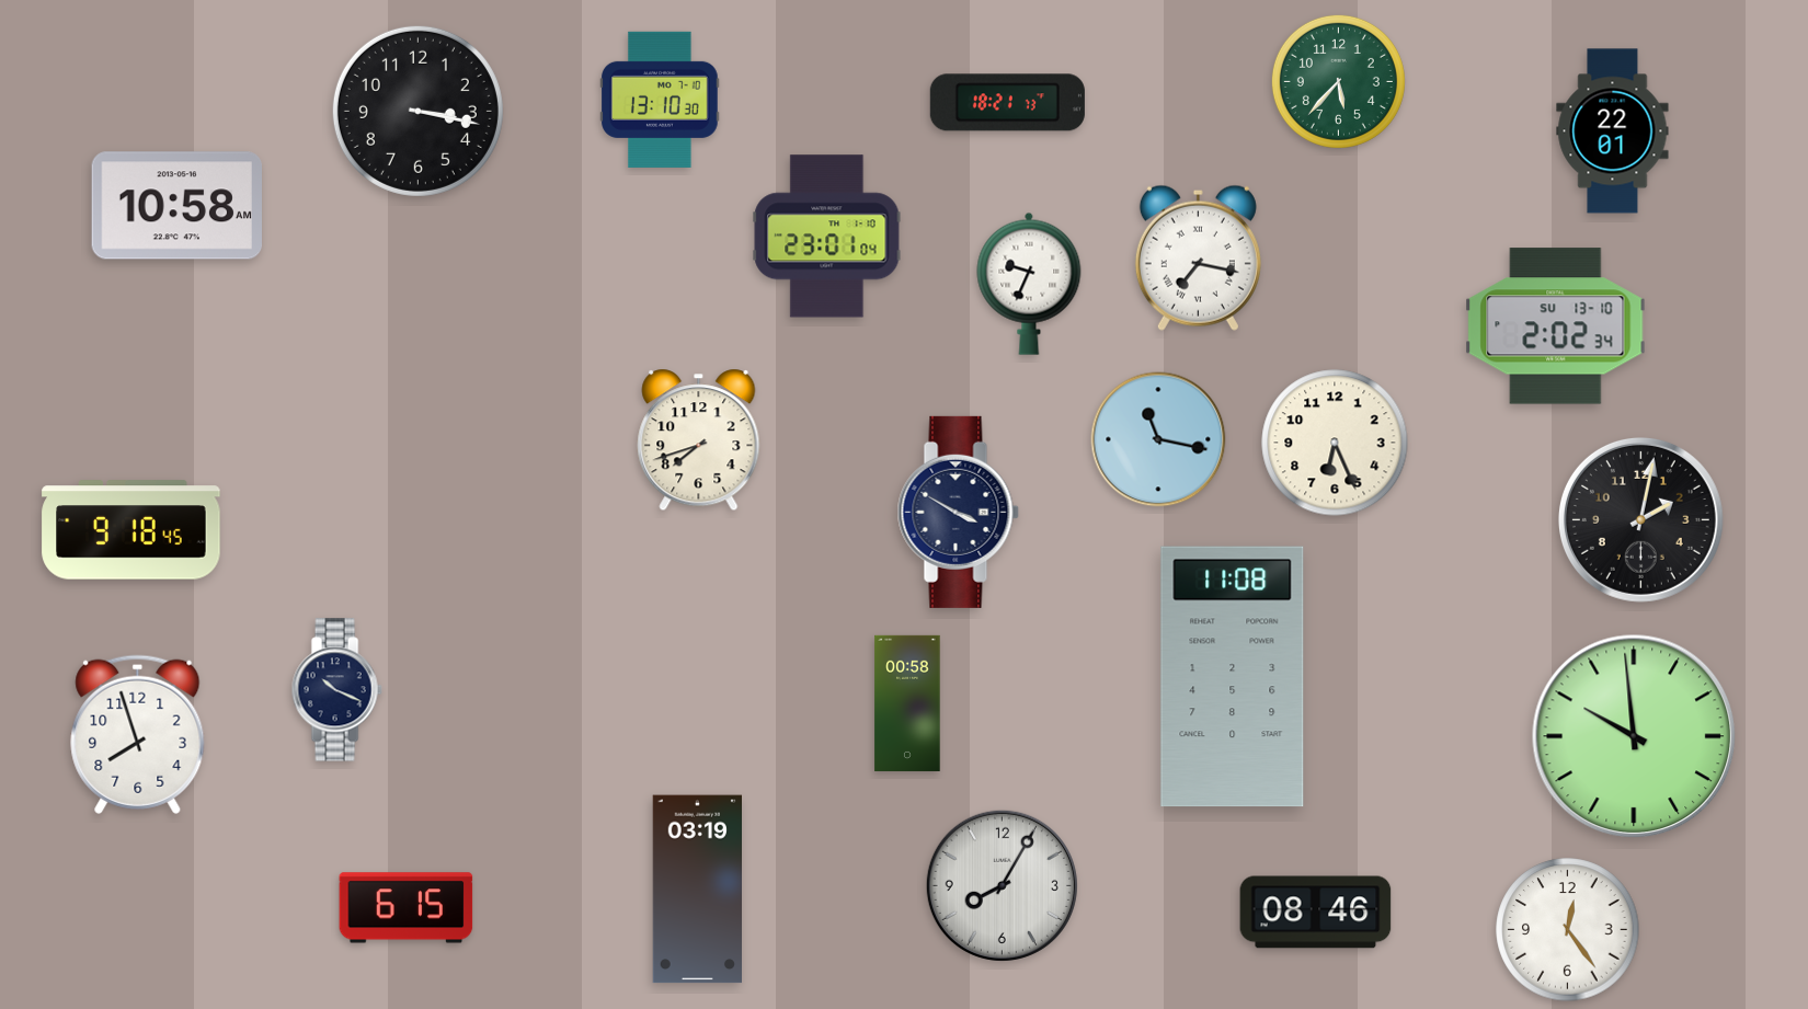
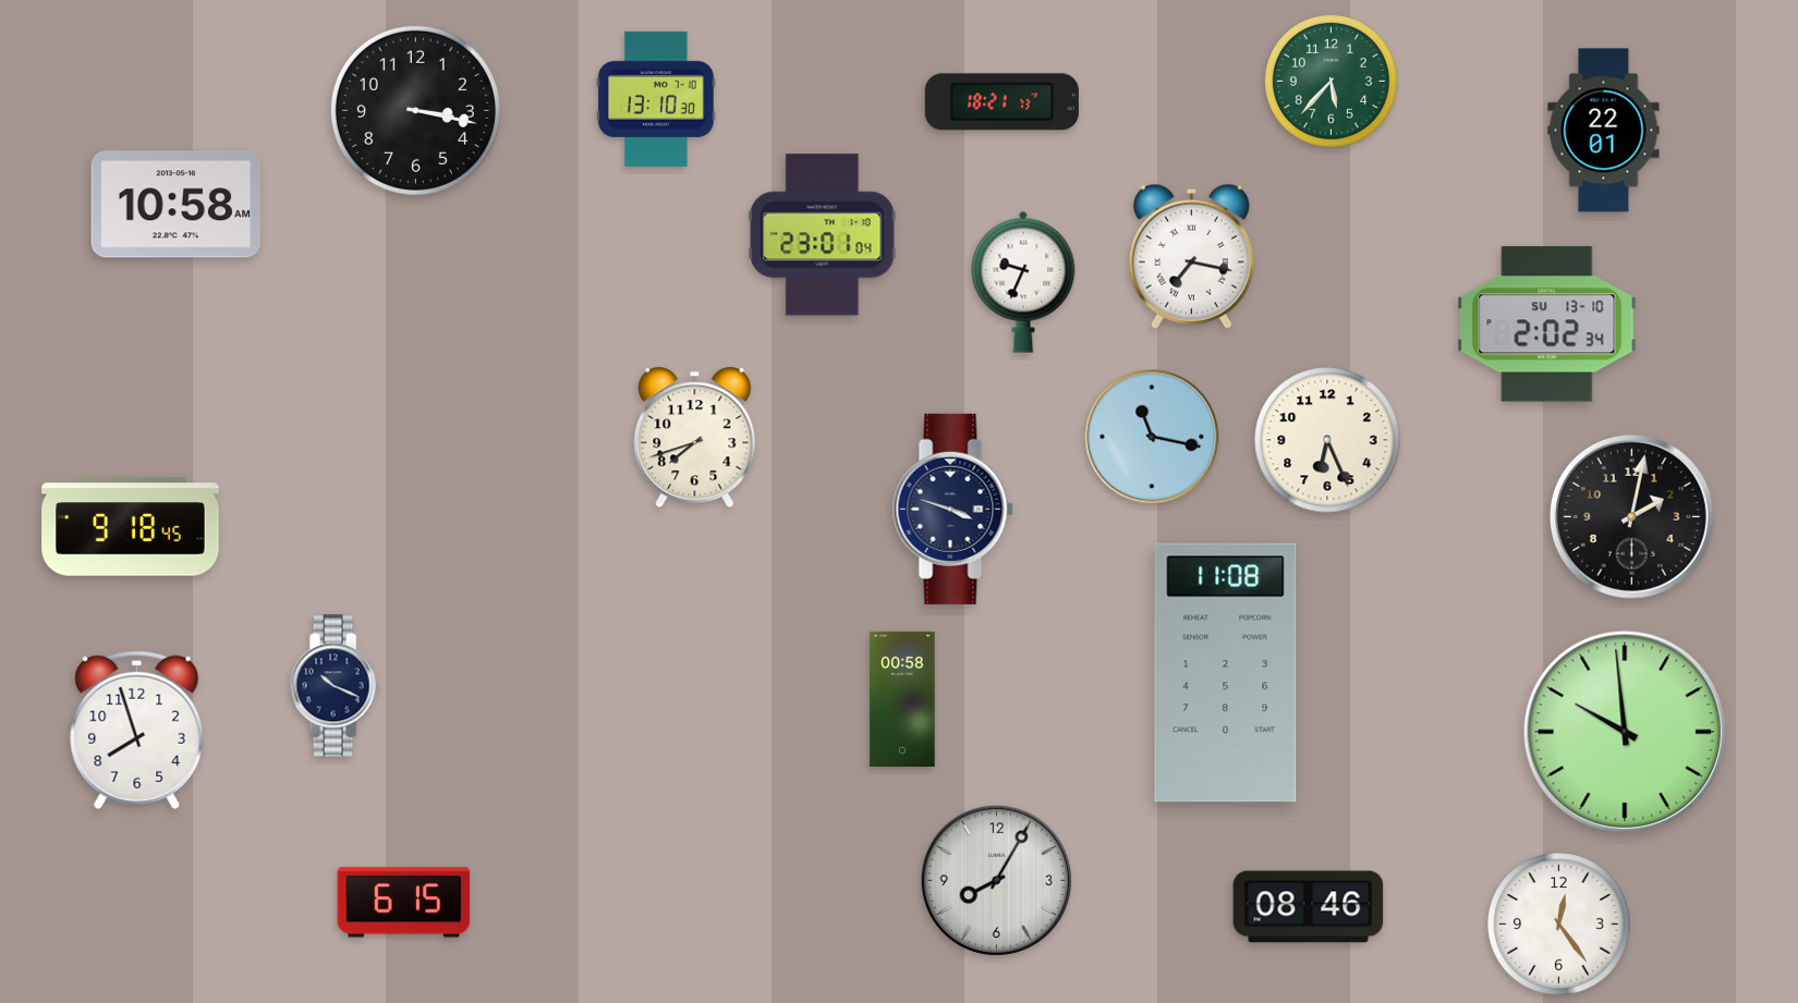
clock at (958, 512): 3:50 -> 3:48
clock at (697, 890): 03:19 -> none
